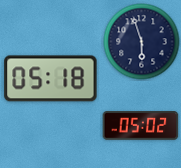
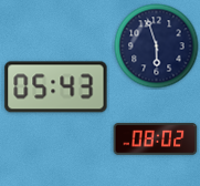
clock at (51, 79): 05:18 -> 05:43
clock at (141, 126): 05:02 -> 08:02
